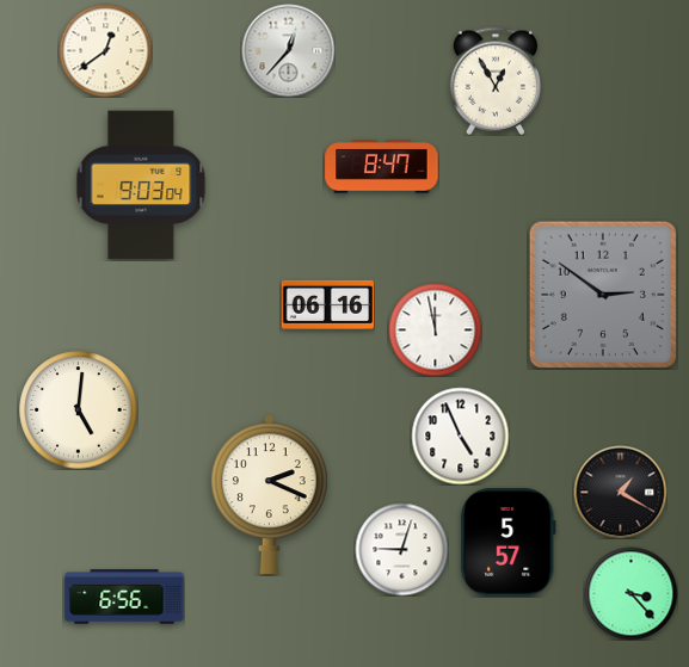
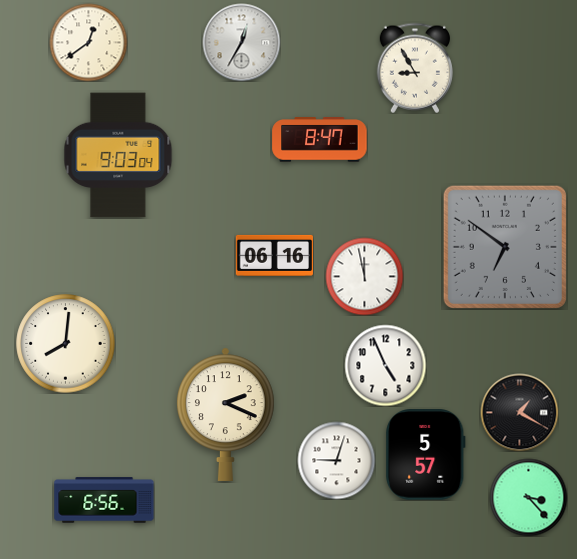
clock at (288, 50): 12:37 -> 12:35
clock at (494, 81): 12:55 -> 8:55
clock at (603, 295): 2:51 -> 6:51
clock at (79, 410): 5:01 -> 8:01
